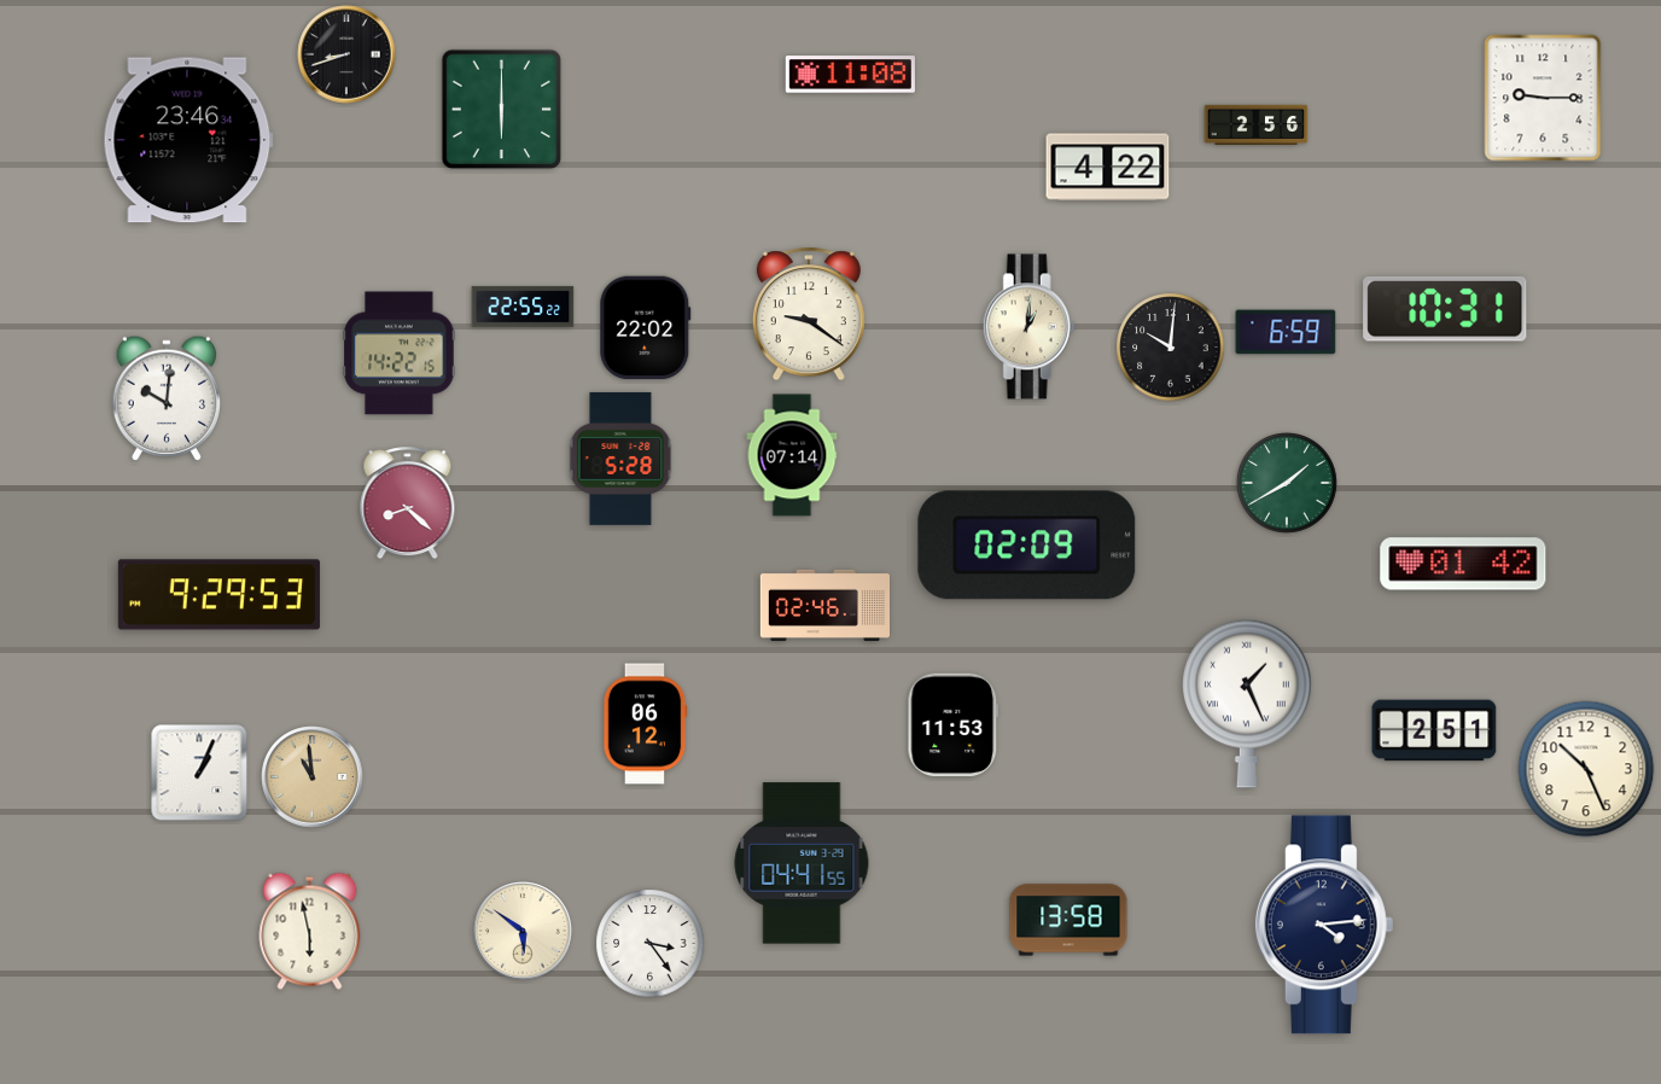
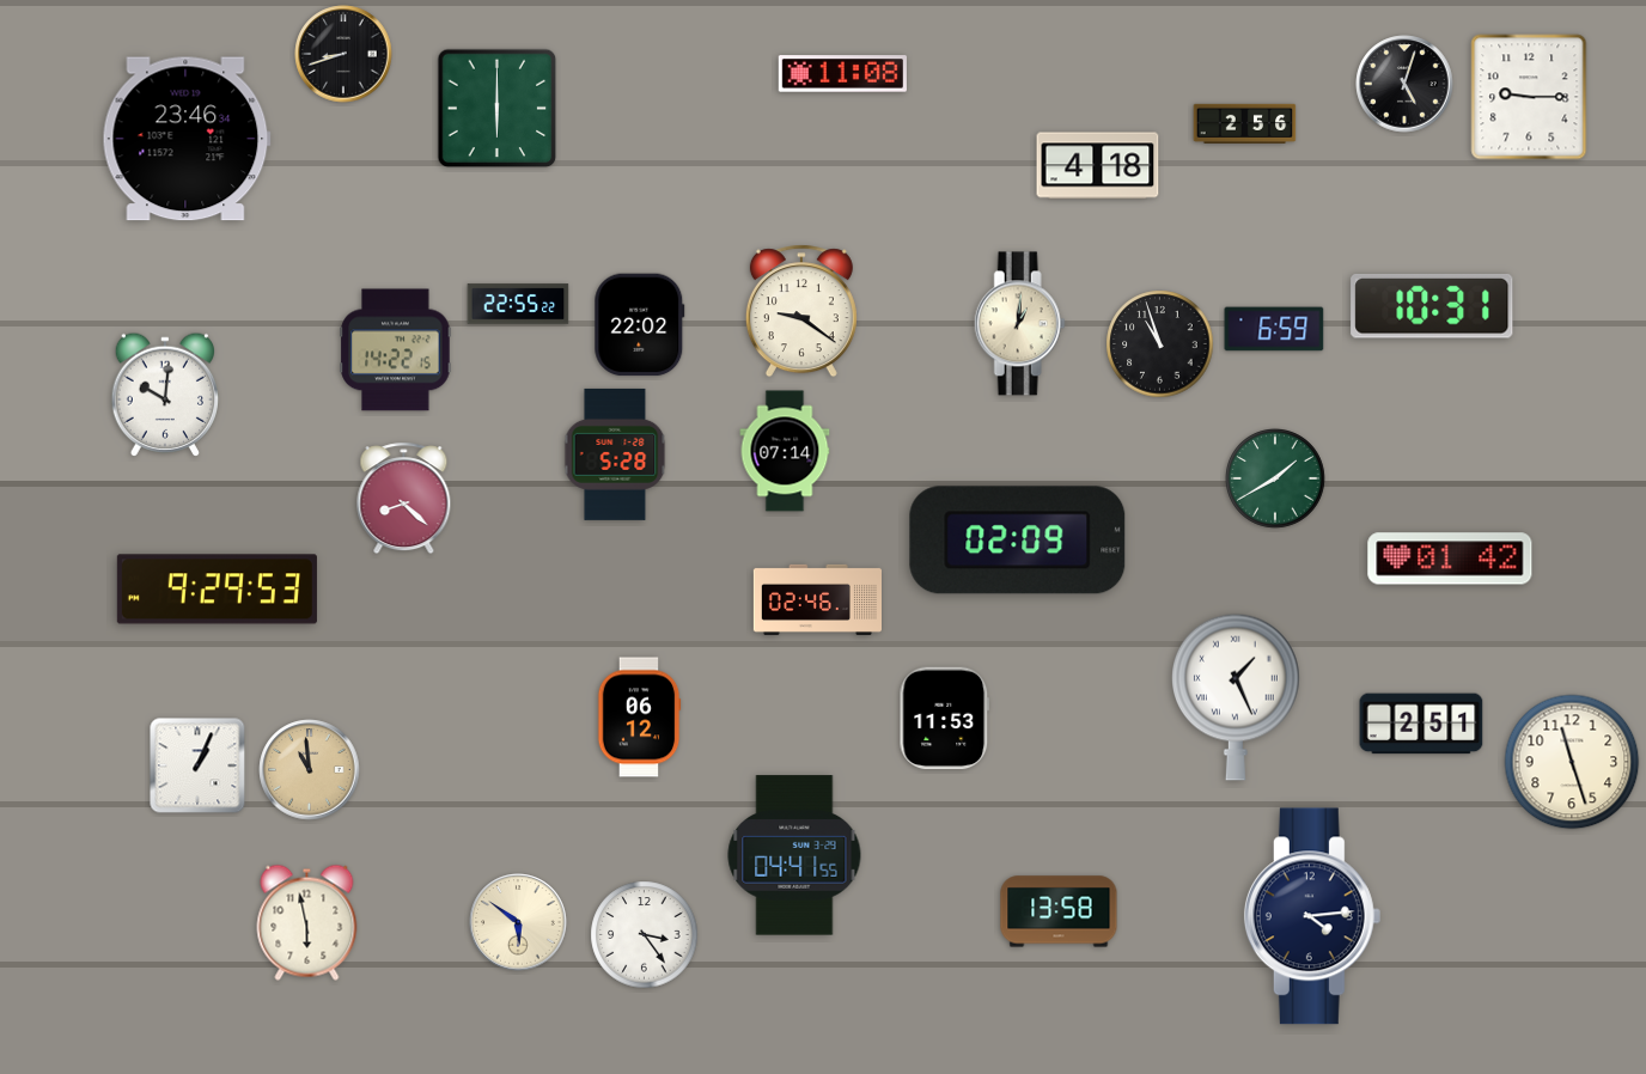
clock at (1404, 84): none -> 5:03
clock at (1108, 168): 4:22 -> 4:18
clock at (1171, 348): 10:01 -> 10:57
clock at (1586, 769): 10:26 -> 11:27
